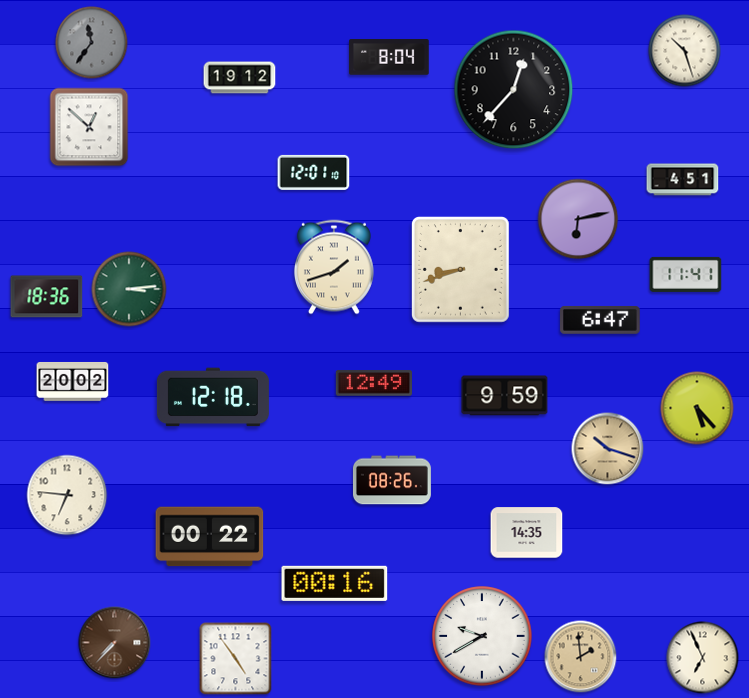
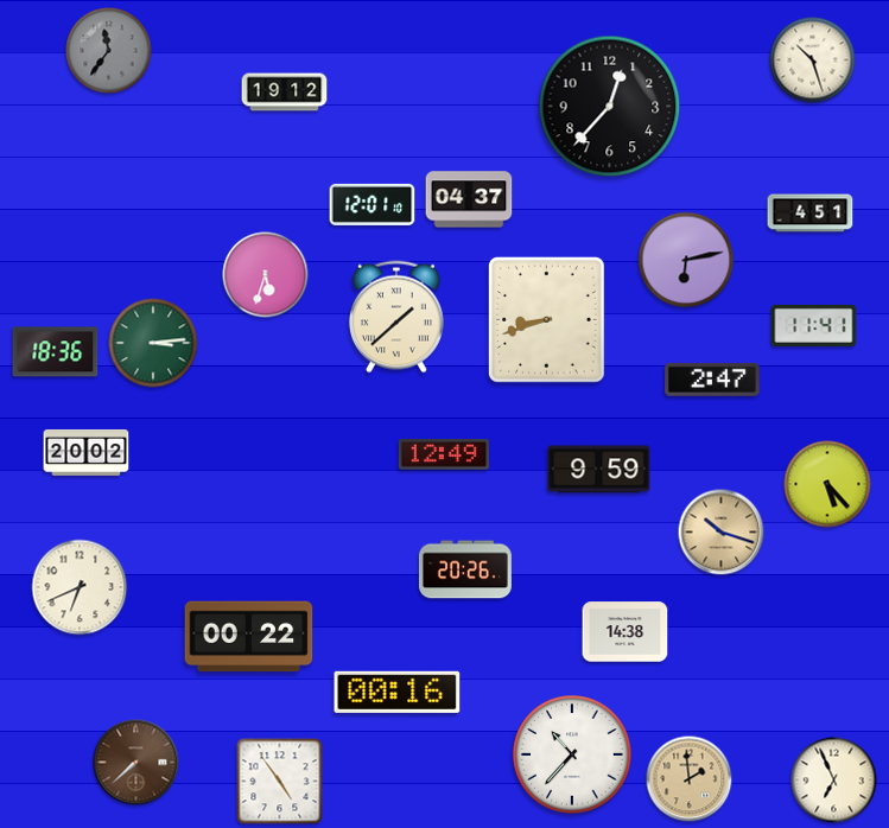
clock at (389, 57): 8:04 -> none
clock at (89, 127): 12:52 -> none
clock at (469, 199): none -> 04:37
clock at (266, 275): none -> 5:33
clock at (334, 267): 1:42 -> 1:38
clock at (600, 320): 6:47 -> 2:47
clock at (213, 397): 12:18 -> none
clock at (392, 480): 08:26 -> 20:26
clock at (67, 495): 6:46 -> 6:41
clock at (527, 533): 14:35 -> 14:38
clock at (482, 636): 9:40 -> 10:37
clock at (115, 643): 7:37 -> 7:38
